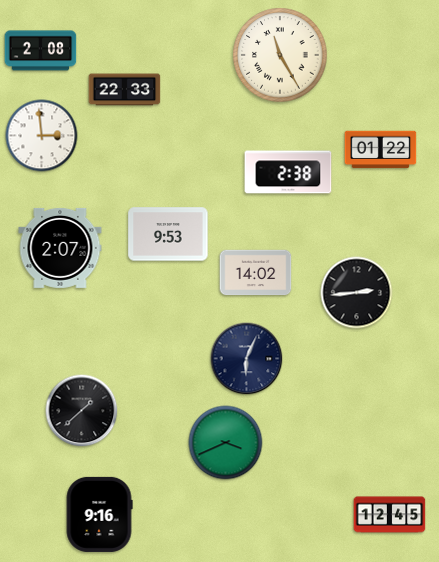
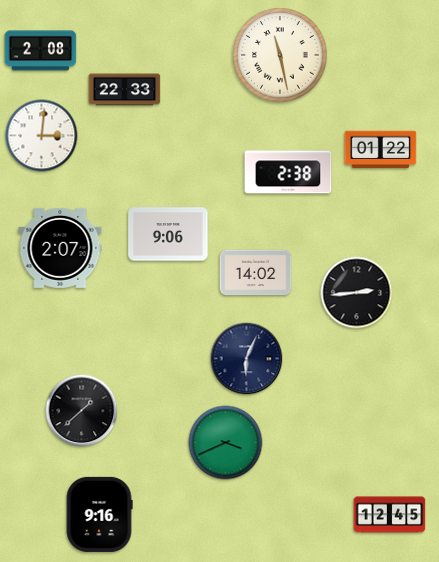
clock at (280, 55): 11:25 -> 11:28
clock at (42, 136): 2:59 -> 3:01
clock at (168, 234): 9:53 -> 9:06
